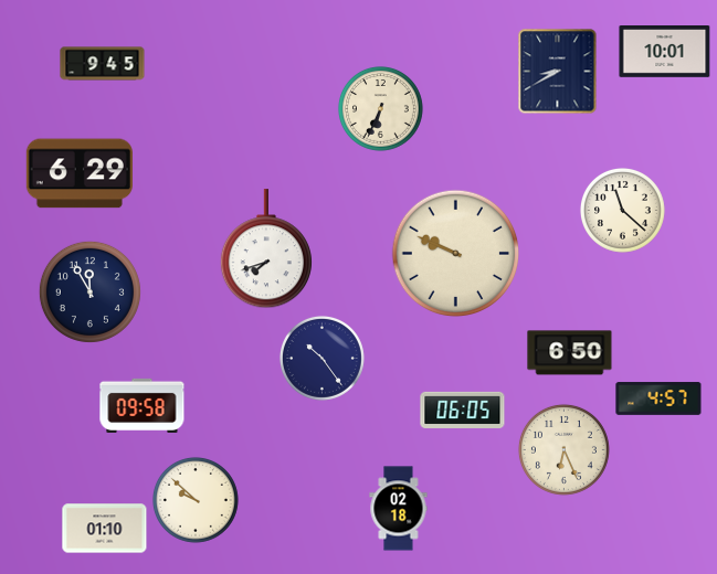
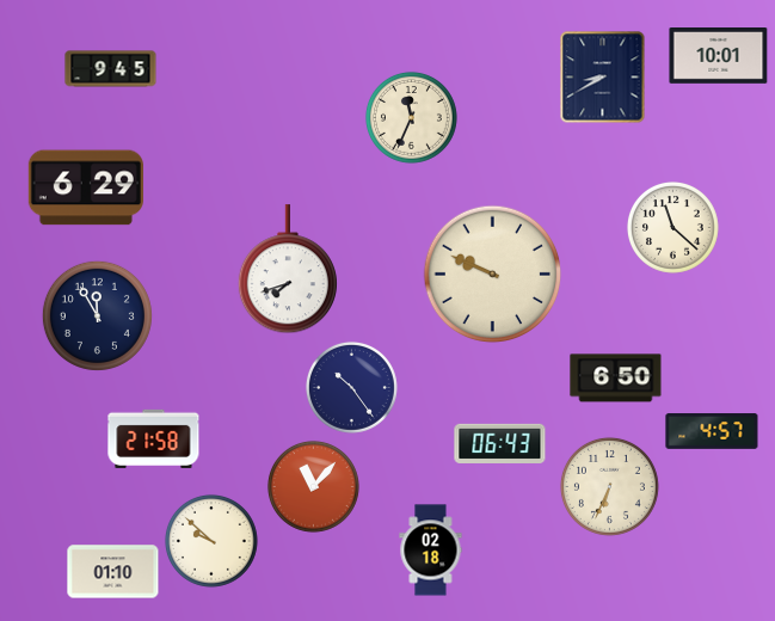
clock at (380, 108): 6:34 -> 11:34
clock at (570, 353) position: (570, 353) -> (616, 379)
clock at (321, 358) position: (321, 358) -> (351, 387)
clock at (143, 405): 09:58 -> 21:58
clock at (463, 410): 06:05 -> 06:43
clock at (313, 486): none -> 11:07
clock at (563, 449): 6:26 -> 6:34
